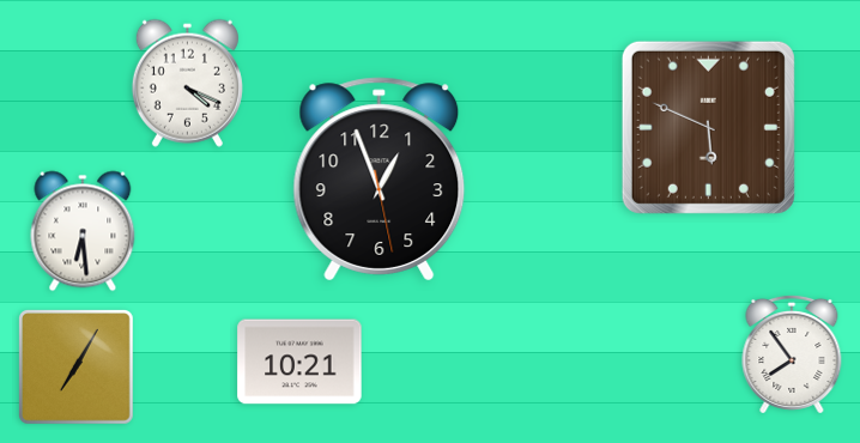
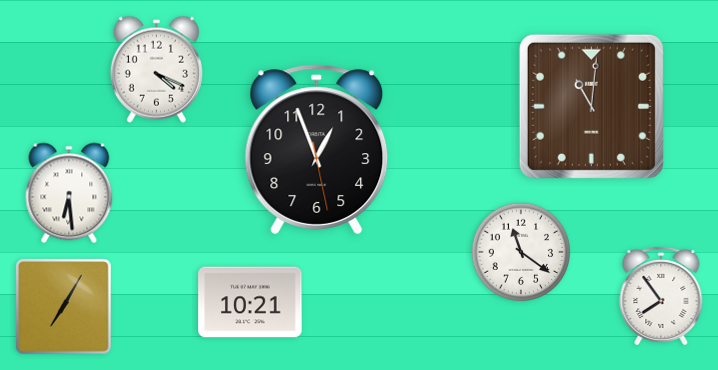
clock at (708, 127): 5:49 -> 11:01
clock at (520, 251): none -> 11:21
